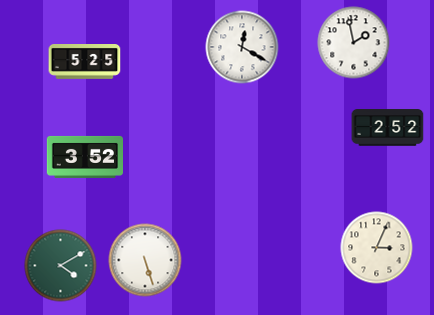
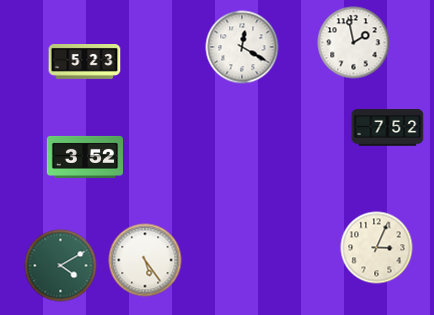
clock at (85, 62): 5:25 -> 5:23
clock at (388, 128): 2:52 -> 7:52
clock at (145, 260): 5:27 -> 5:24
